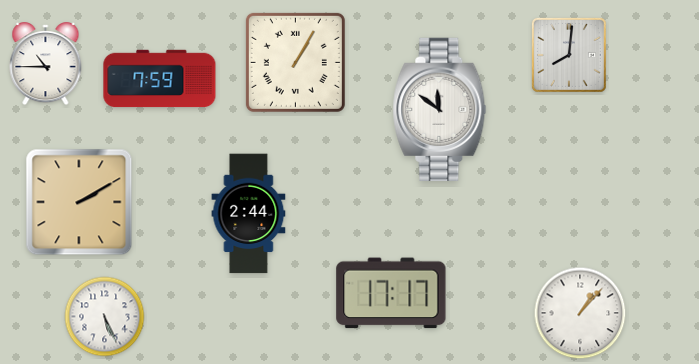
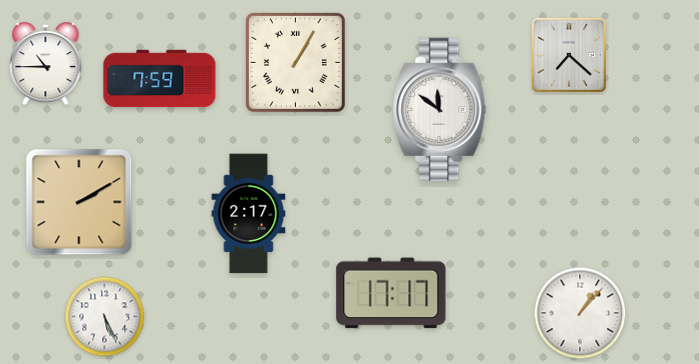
clock at (569, 55): 8:01 -> 7:22
clock at (249, 214): 2:44 -> 2:17
